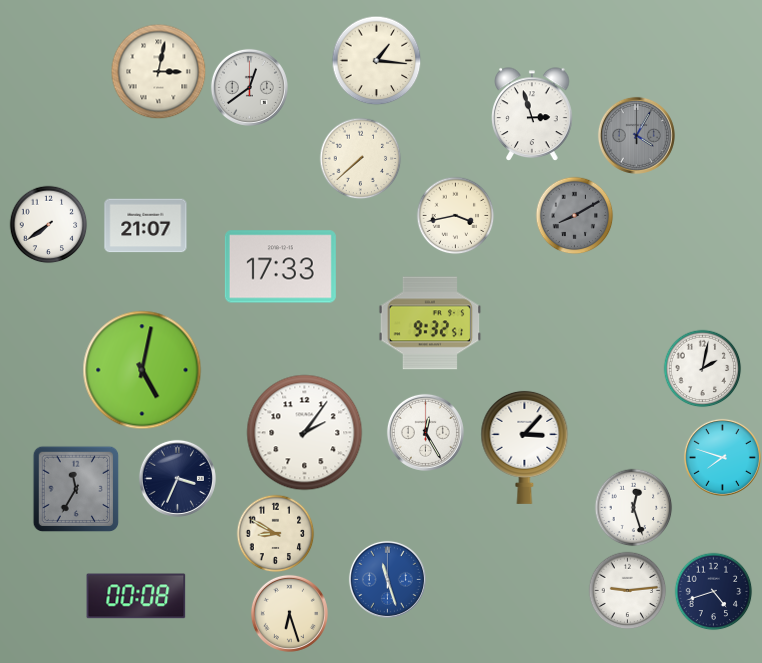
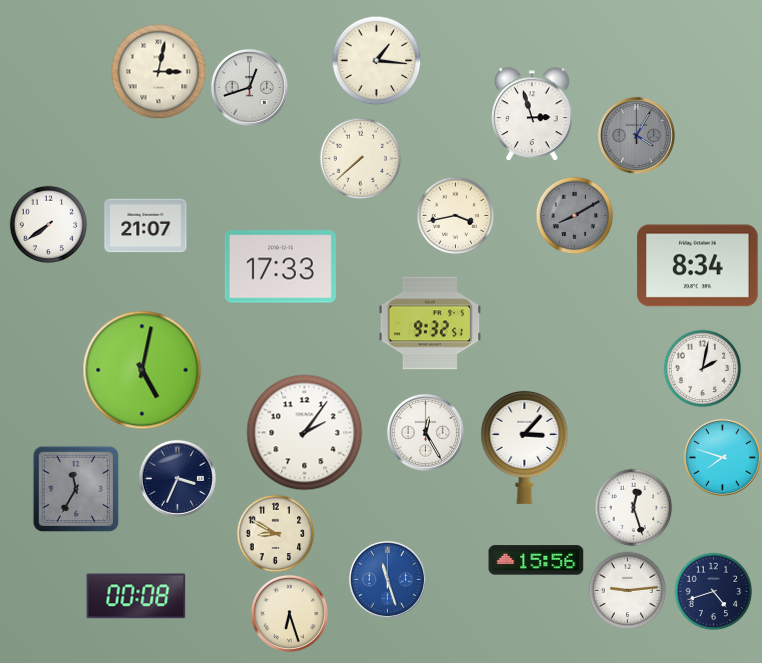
clock at (249, 87): 12:39 -> 12:42
clock at (698, 266): none -> 8:34
clock at (536, 560): none -> 15:56
